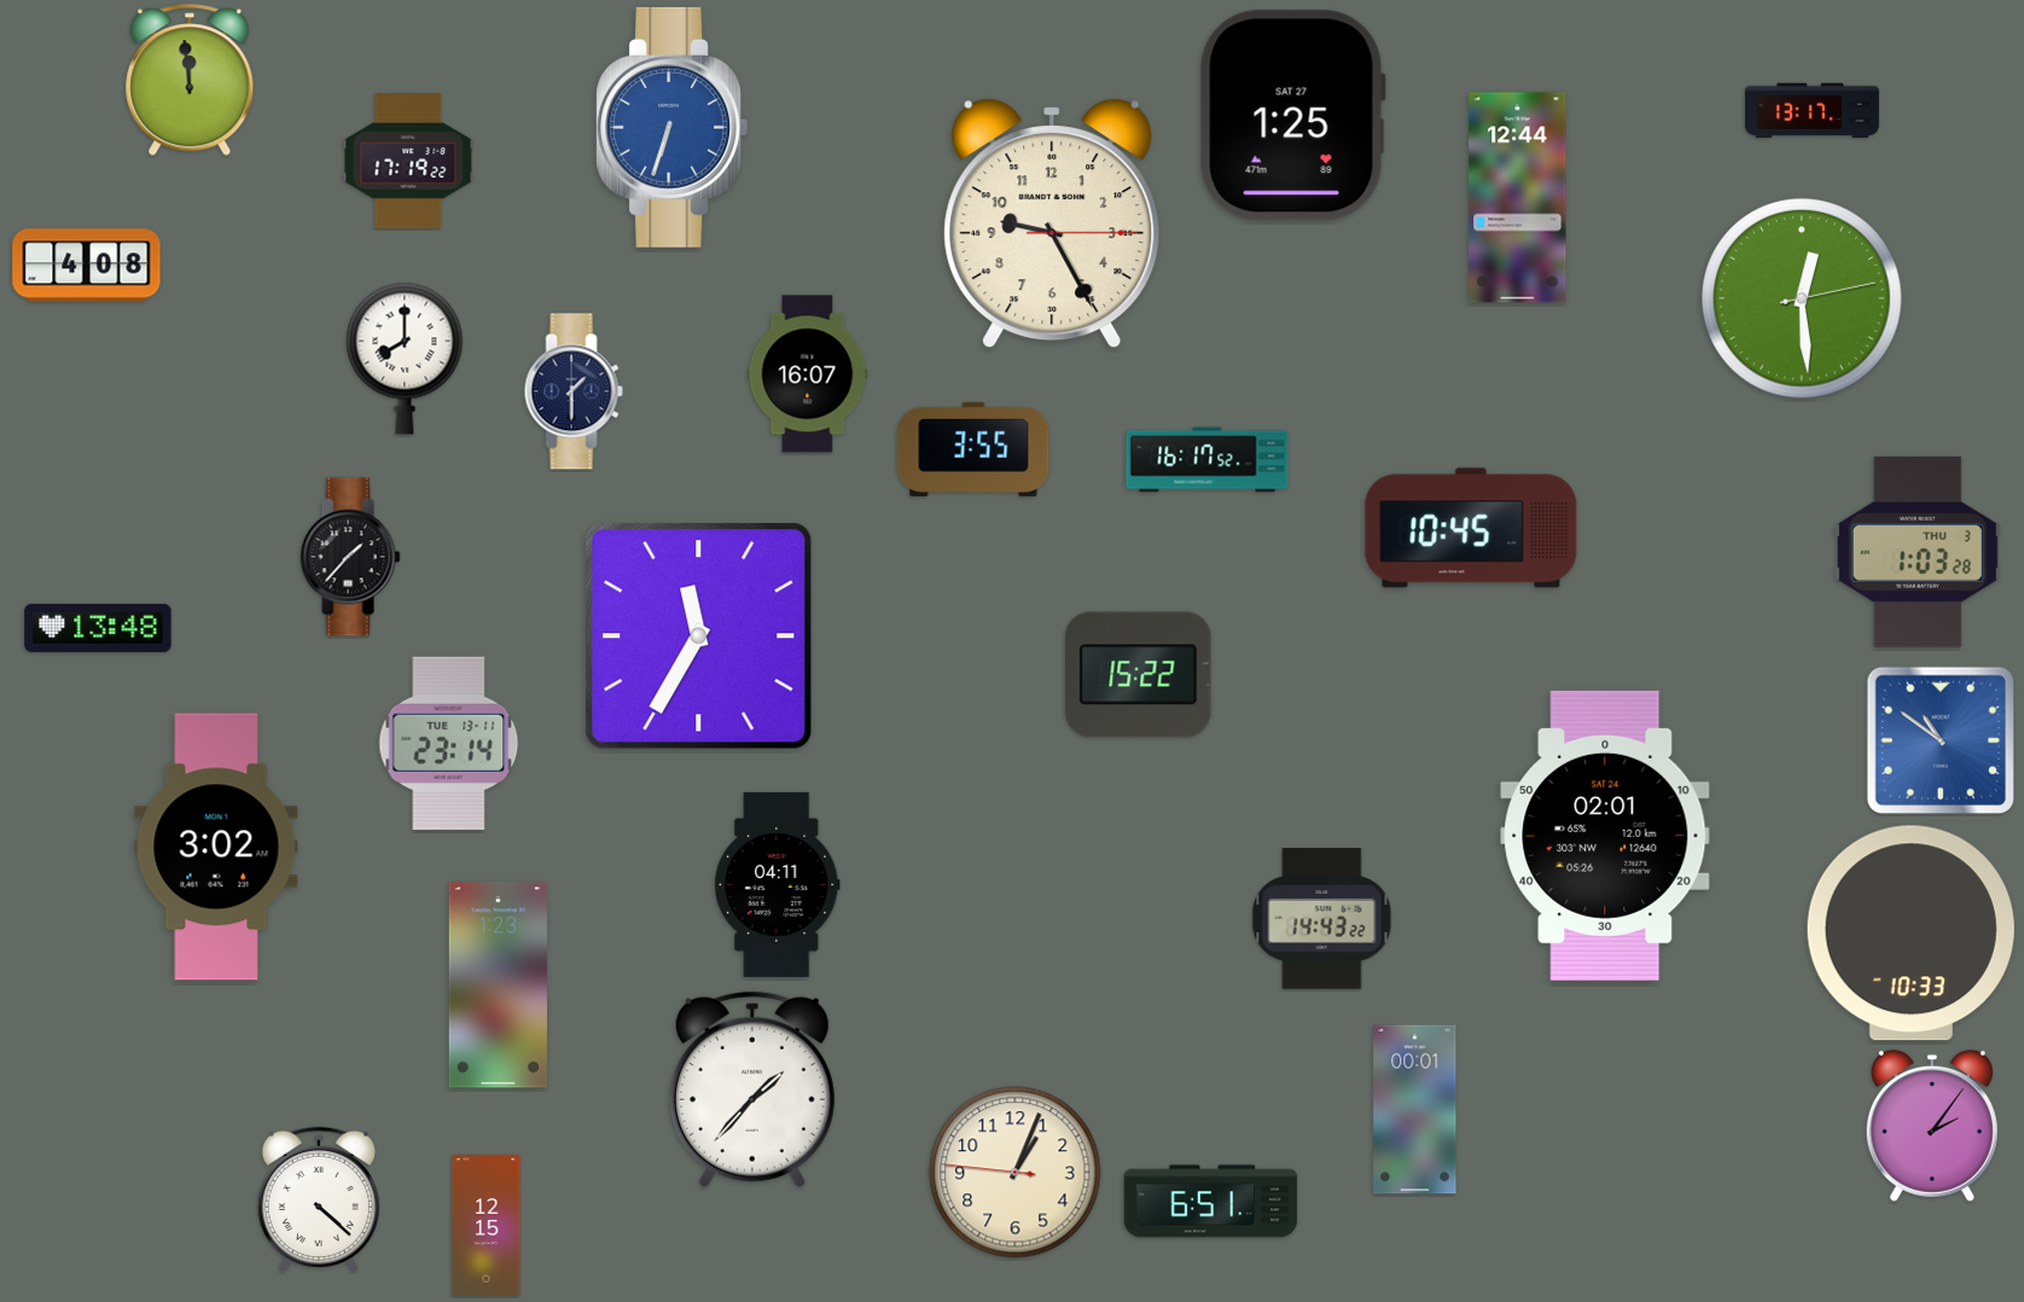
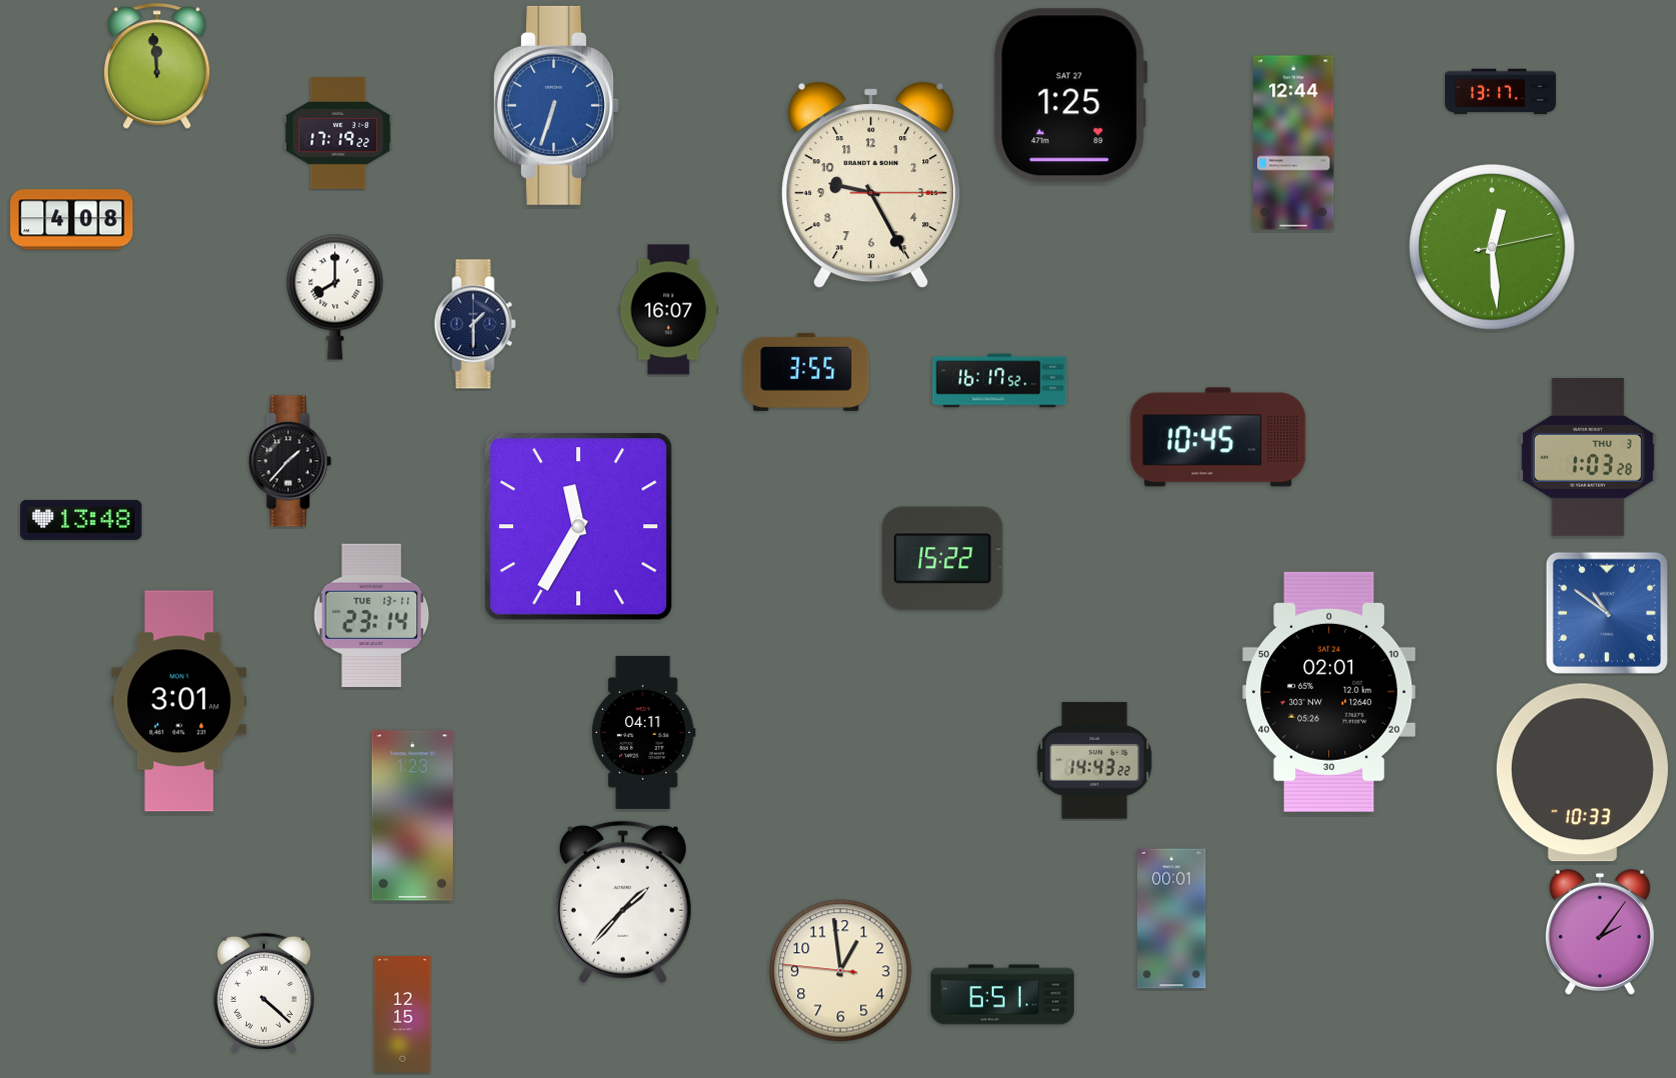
clock at (1518, 198) position: (1518, 198) -> (1294, 143)
clock at (216, 847): 3:02 -> 3:01
clock at (1016, 1173): 1:03 -> 12:58
